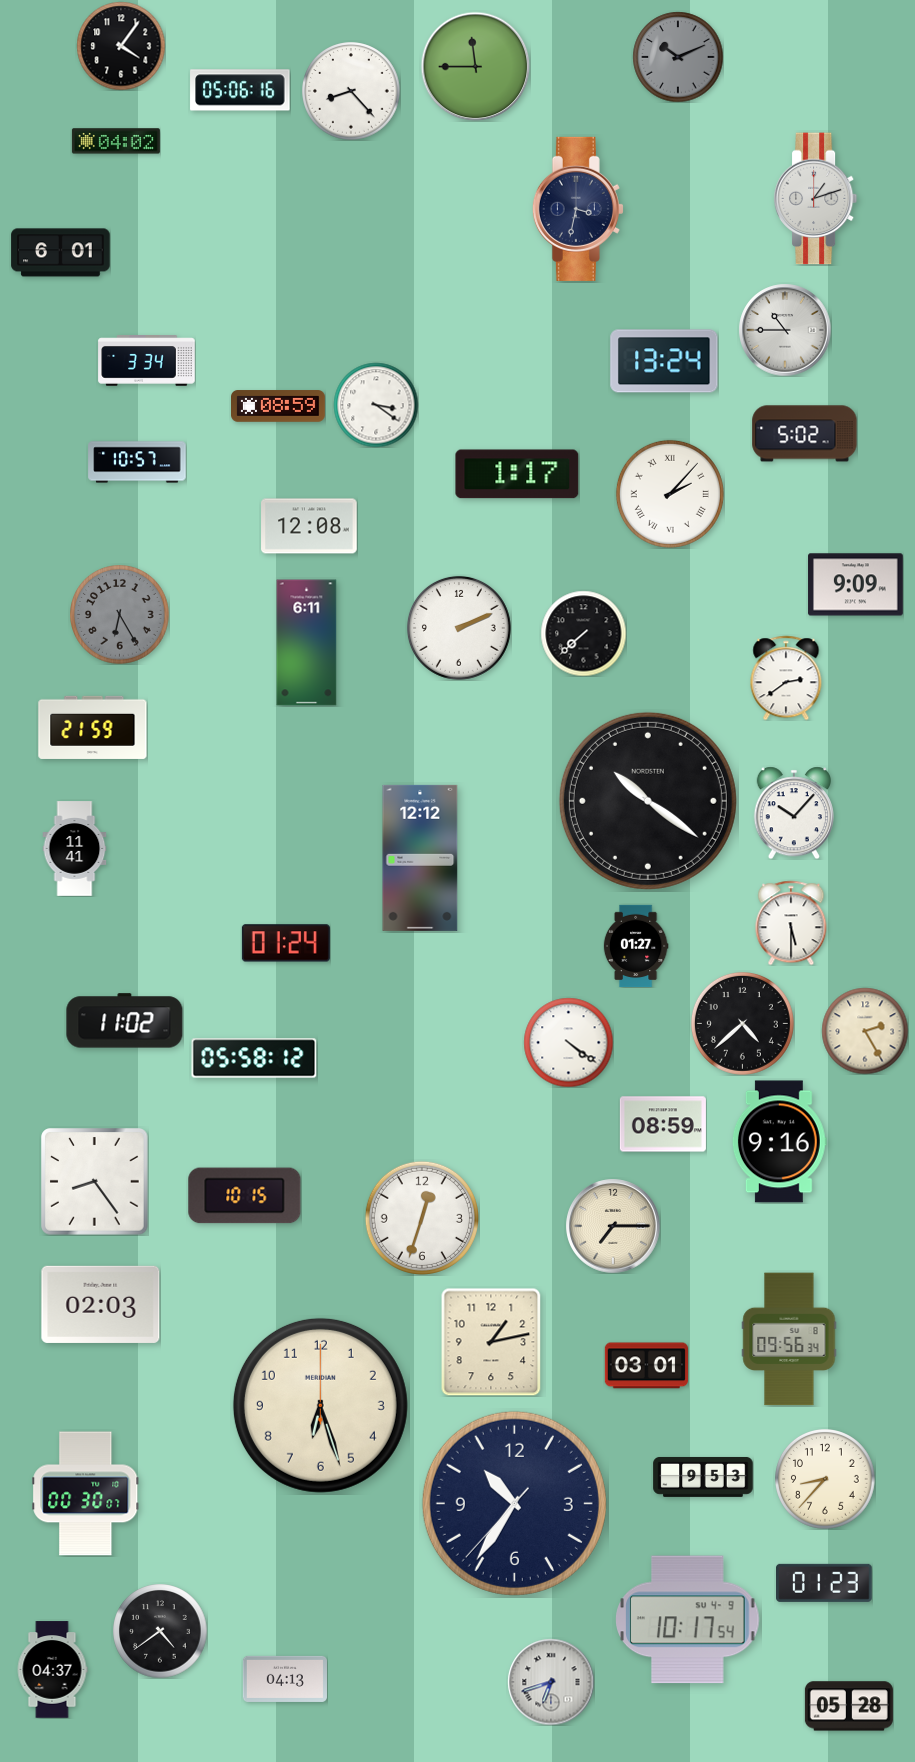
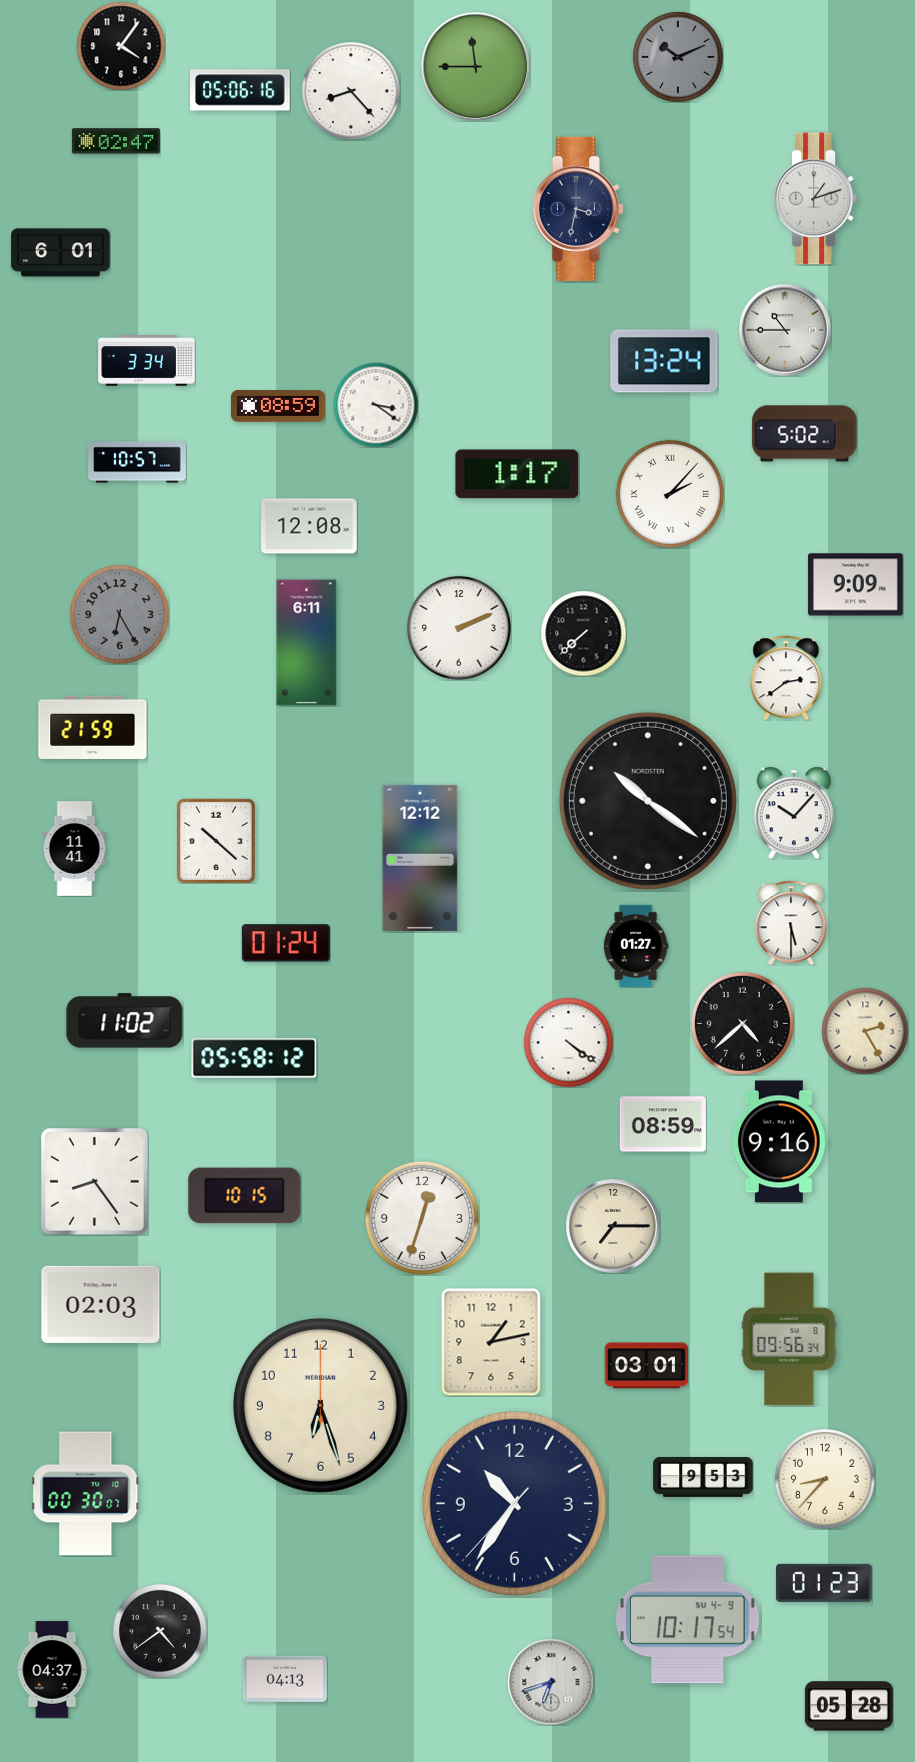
clock at (116, 141): 04:02 -> 02:47
clock at (216, 841): none -> 10:22
